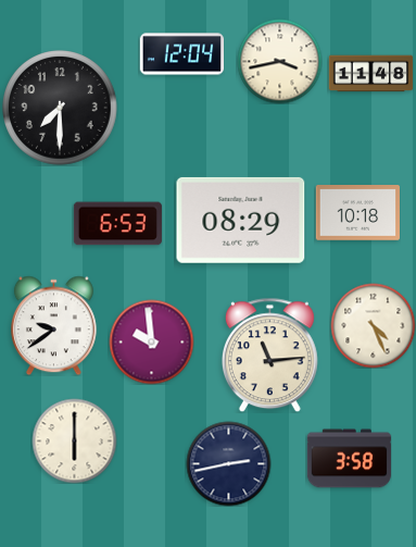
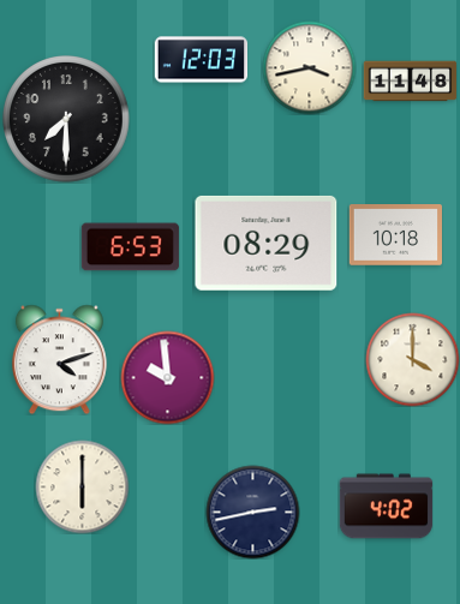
clock at (181, 54): 12:04 -> 12:03
clock at (53, 325): 9:39 -> 4:12
clock at (373, 325): 4:26 -> 4:00
clock at (269, 355): 11:14 -> none
clock at (349, 459): 3:58 -> 4:02
